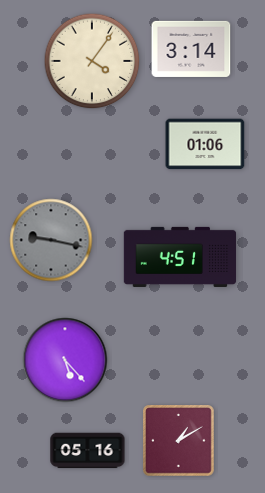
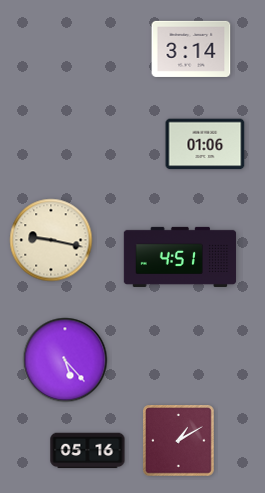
clock at (92, 61): 4:06 -> none
clock at (51, 240) dial: grey -> cream
